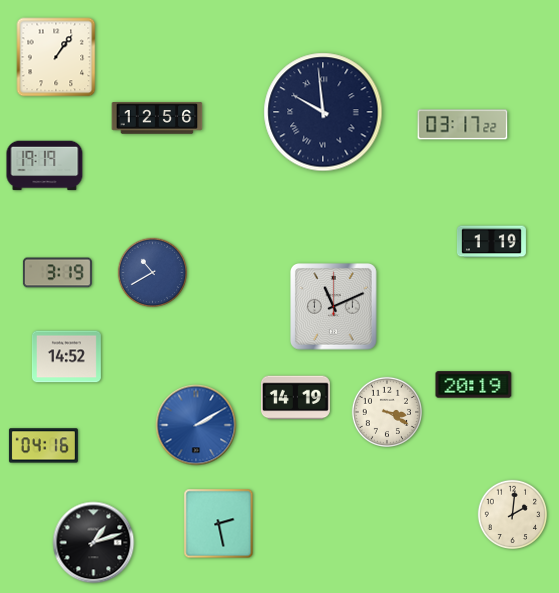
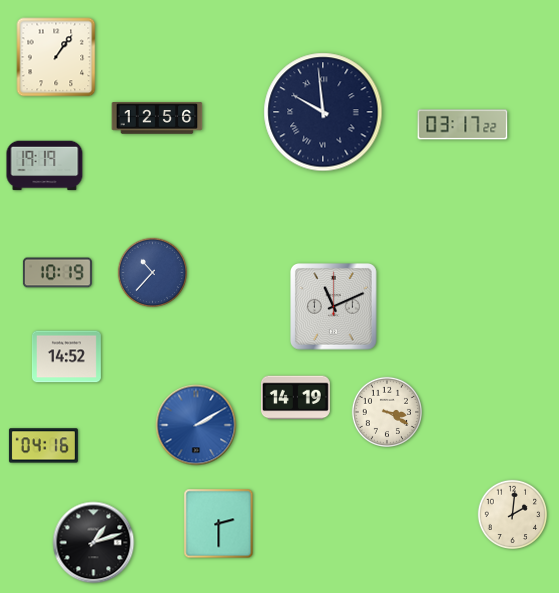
clock at (491, 242): 1:19 -> none
clock at (57, 273): 3:19 -> 10:19
clock at (153, 273): 10:40 -> 10:37
clock at (474, 385): 20:19 -> none
clock at (219, 524): 2:28 -> 2:30
